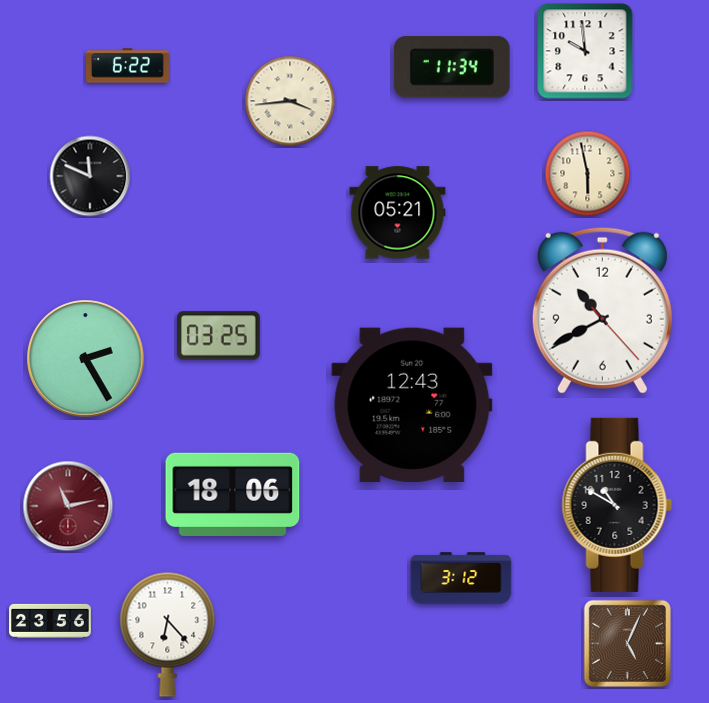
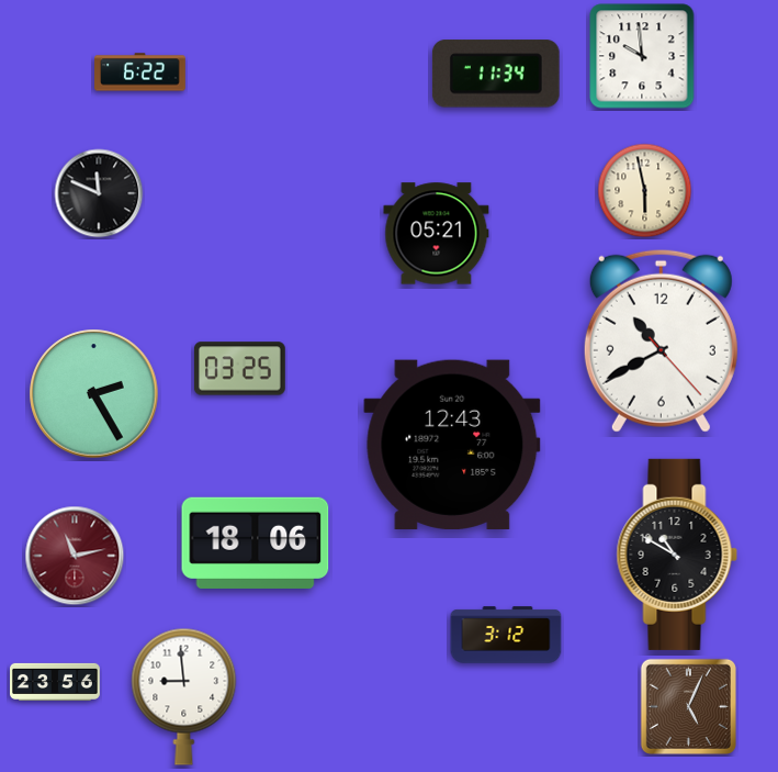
clock at (290, 101): 3:44 -> none
clock at (168, 634): 6:23 -> 8:59
